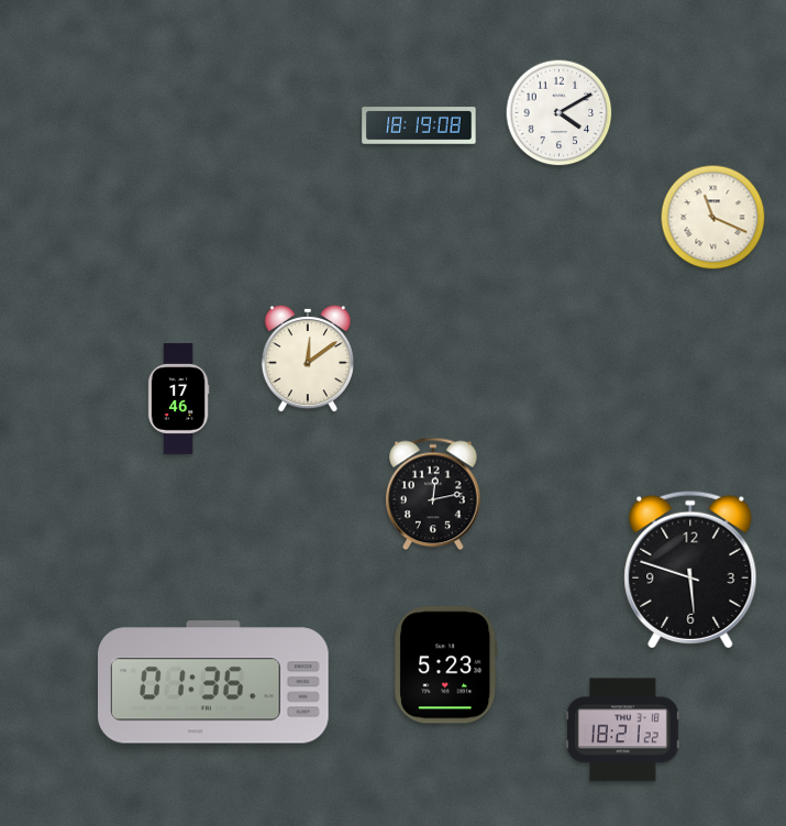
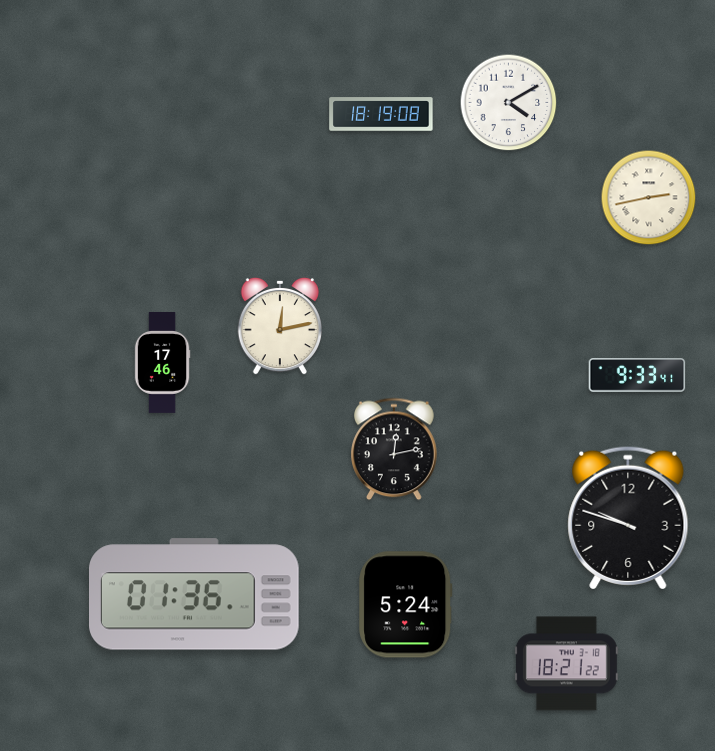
clock at (713, 218): 11:19 -> 2:43
clock at (308, 359): 12:09 -> 12:13
clock at (637, 376): none -> 9:33
clock at (690, 570): 5:48 -> 9:48
clock at (446, 665): 5:23 -> 5:24
clock at (214, 682) position: (214, 682) -> (195, 594)
